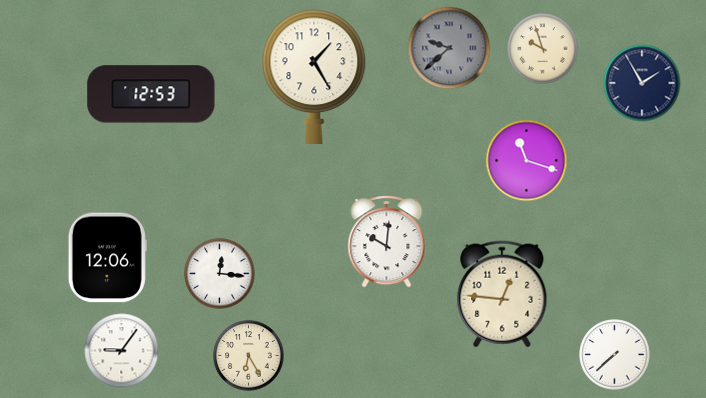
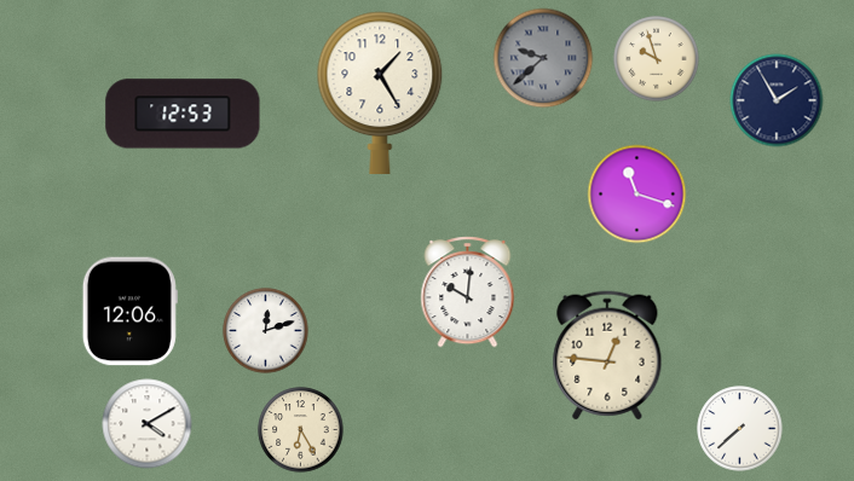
clock at (220, 274): 12:16 -> 12:12
clock at (122, 351): 9:06 -> 4:10
clock at (615, 355) position: (615, 355) -> (740, 429)
